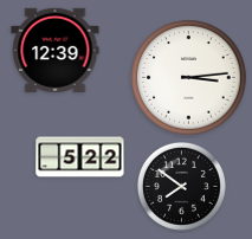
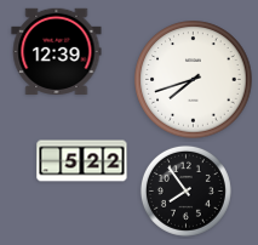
clock at (189, 78): 3:14 -> 7:42
clock at (181, 186): 7:51 -> 7:54
